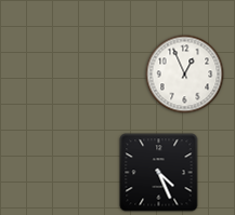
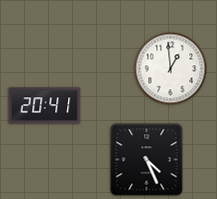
clock at (185, 75): 12:56 -> 12:59
clock at (45, 106): none -> 20:41
